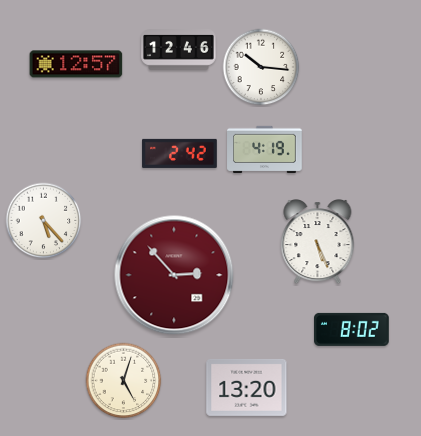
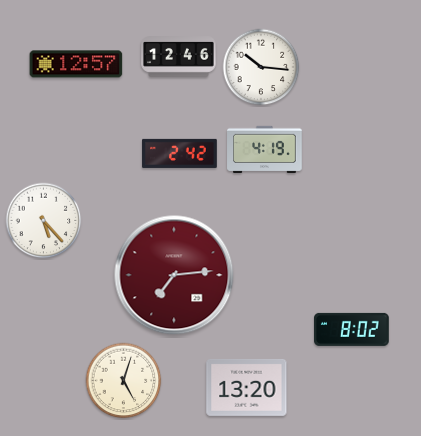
clock at (179, 50) position: (179, 50) -> (179, 57)
clock at (318, 243): 5:26 -> none
clock at (174, 275): 2:53 -> 7:14
